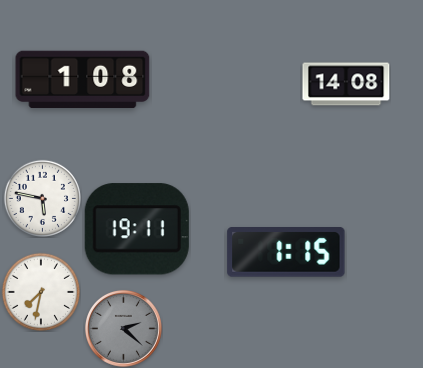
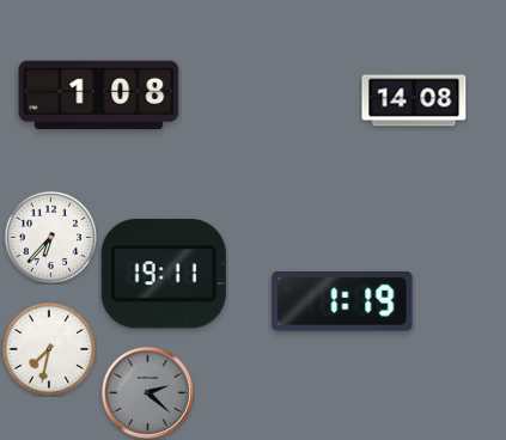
clock at (42, 198): 5:47 -> 6:37
clock at (286, 253): 1:15 -> 1:19
